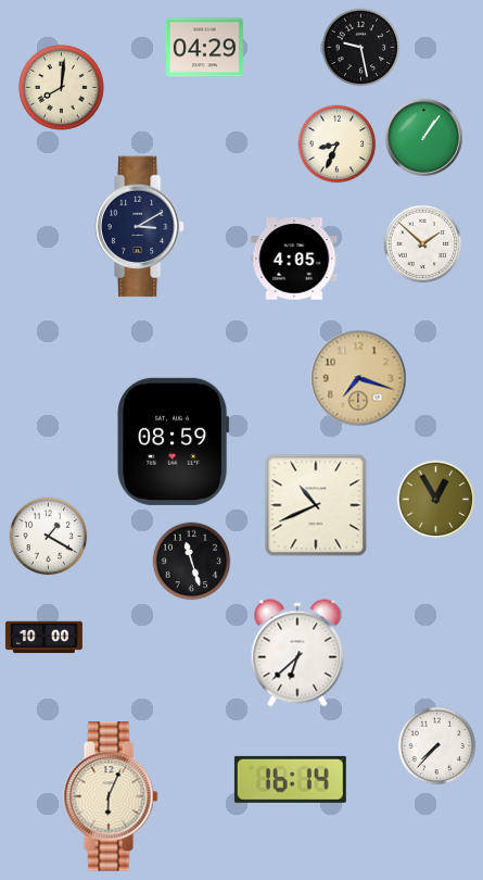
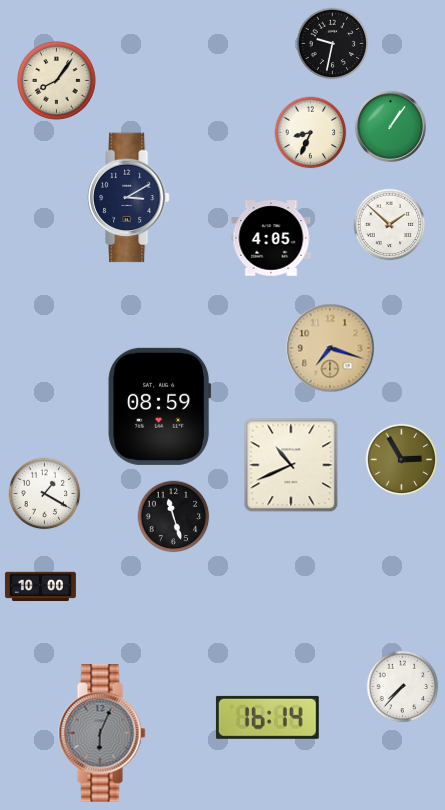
clock at (204, 48): 04:29 -> none
clock at (361, 48): 9:28 -> 9:32
clock at (61, 87): 8:01 -> 8:06
clock at (139, 227) position: (139, 227) -> (128, 198)
clock at (436, 500): 12:55 -> 2:55
clock at (192, 562) position: (192, 562) -> (174, 517)
clock at (297, 653): 6:38 -> none
clock at (111, 796) dial: cream -> grey
